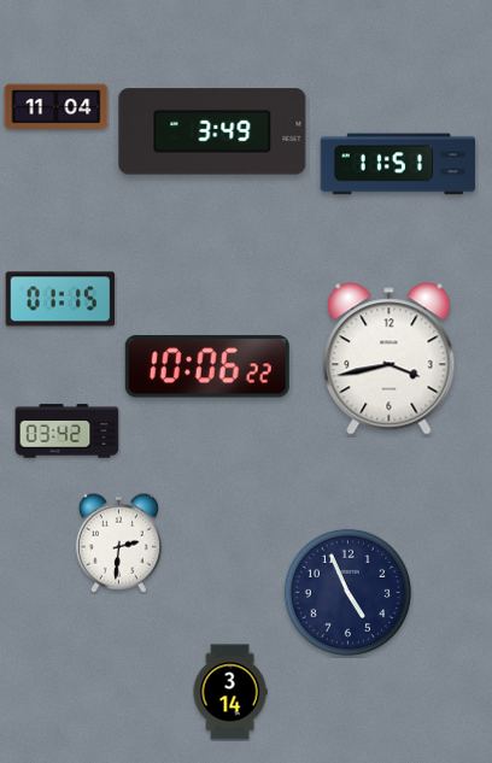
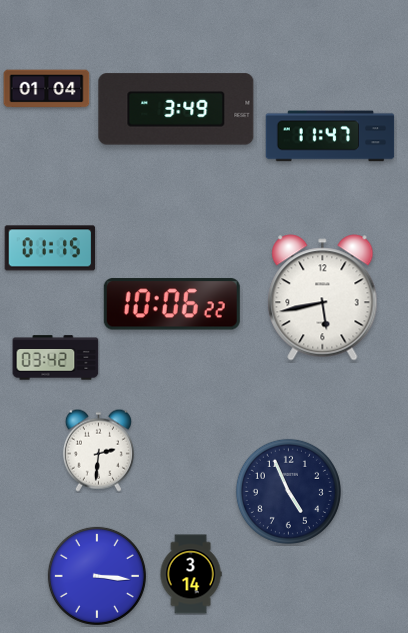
clock at (57, 107): 11:04 -> 01:04
clock at (398, 164): 11:51 -> 11:47
clock at (389, 359): 3:43 -> 5:43
clock at (97, 576): none -> 3:16
